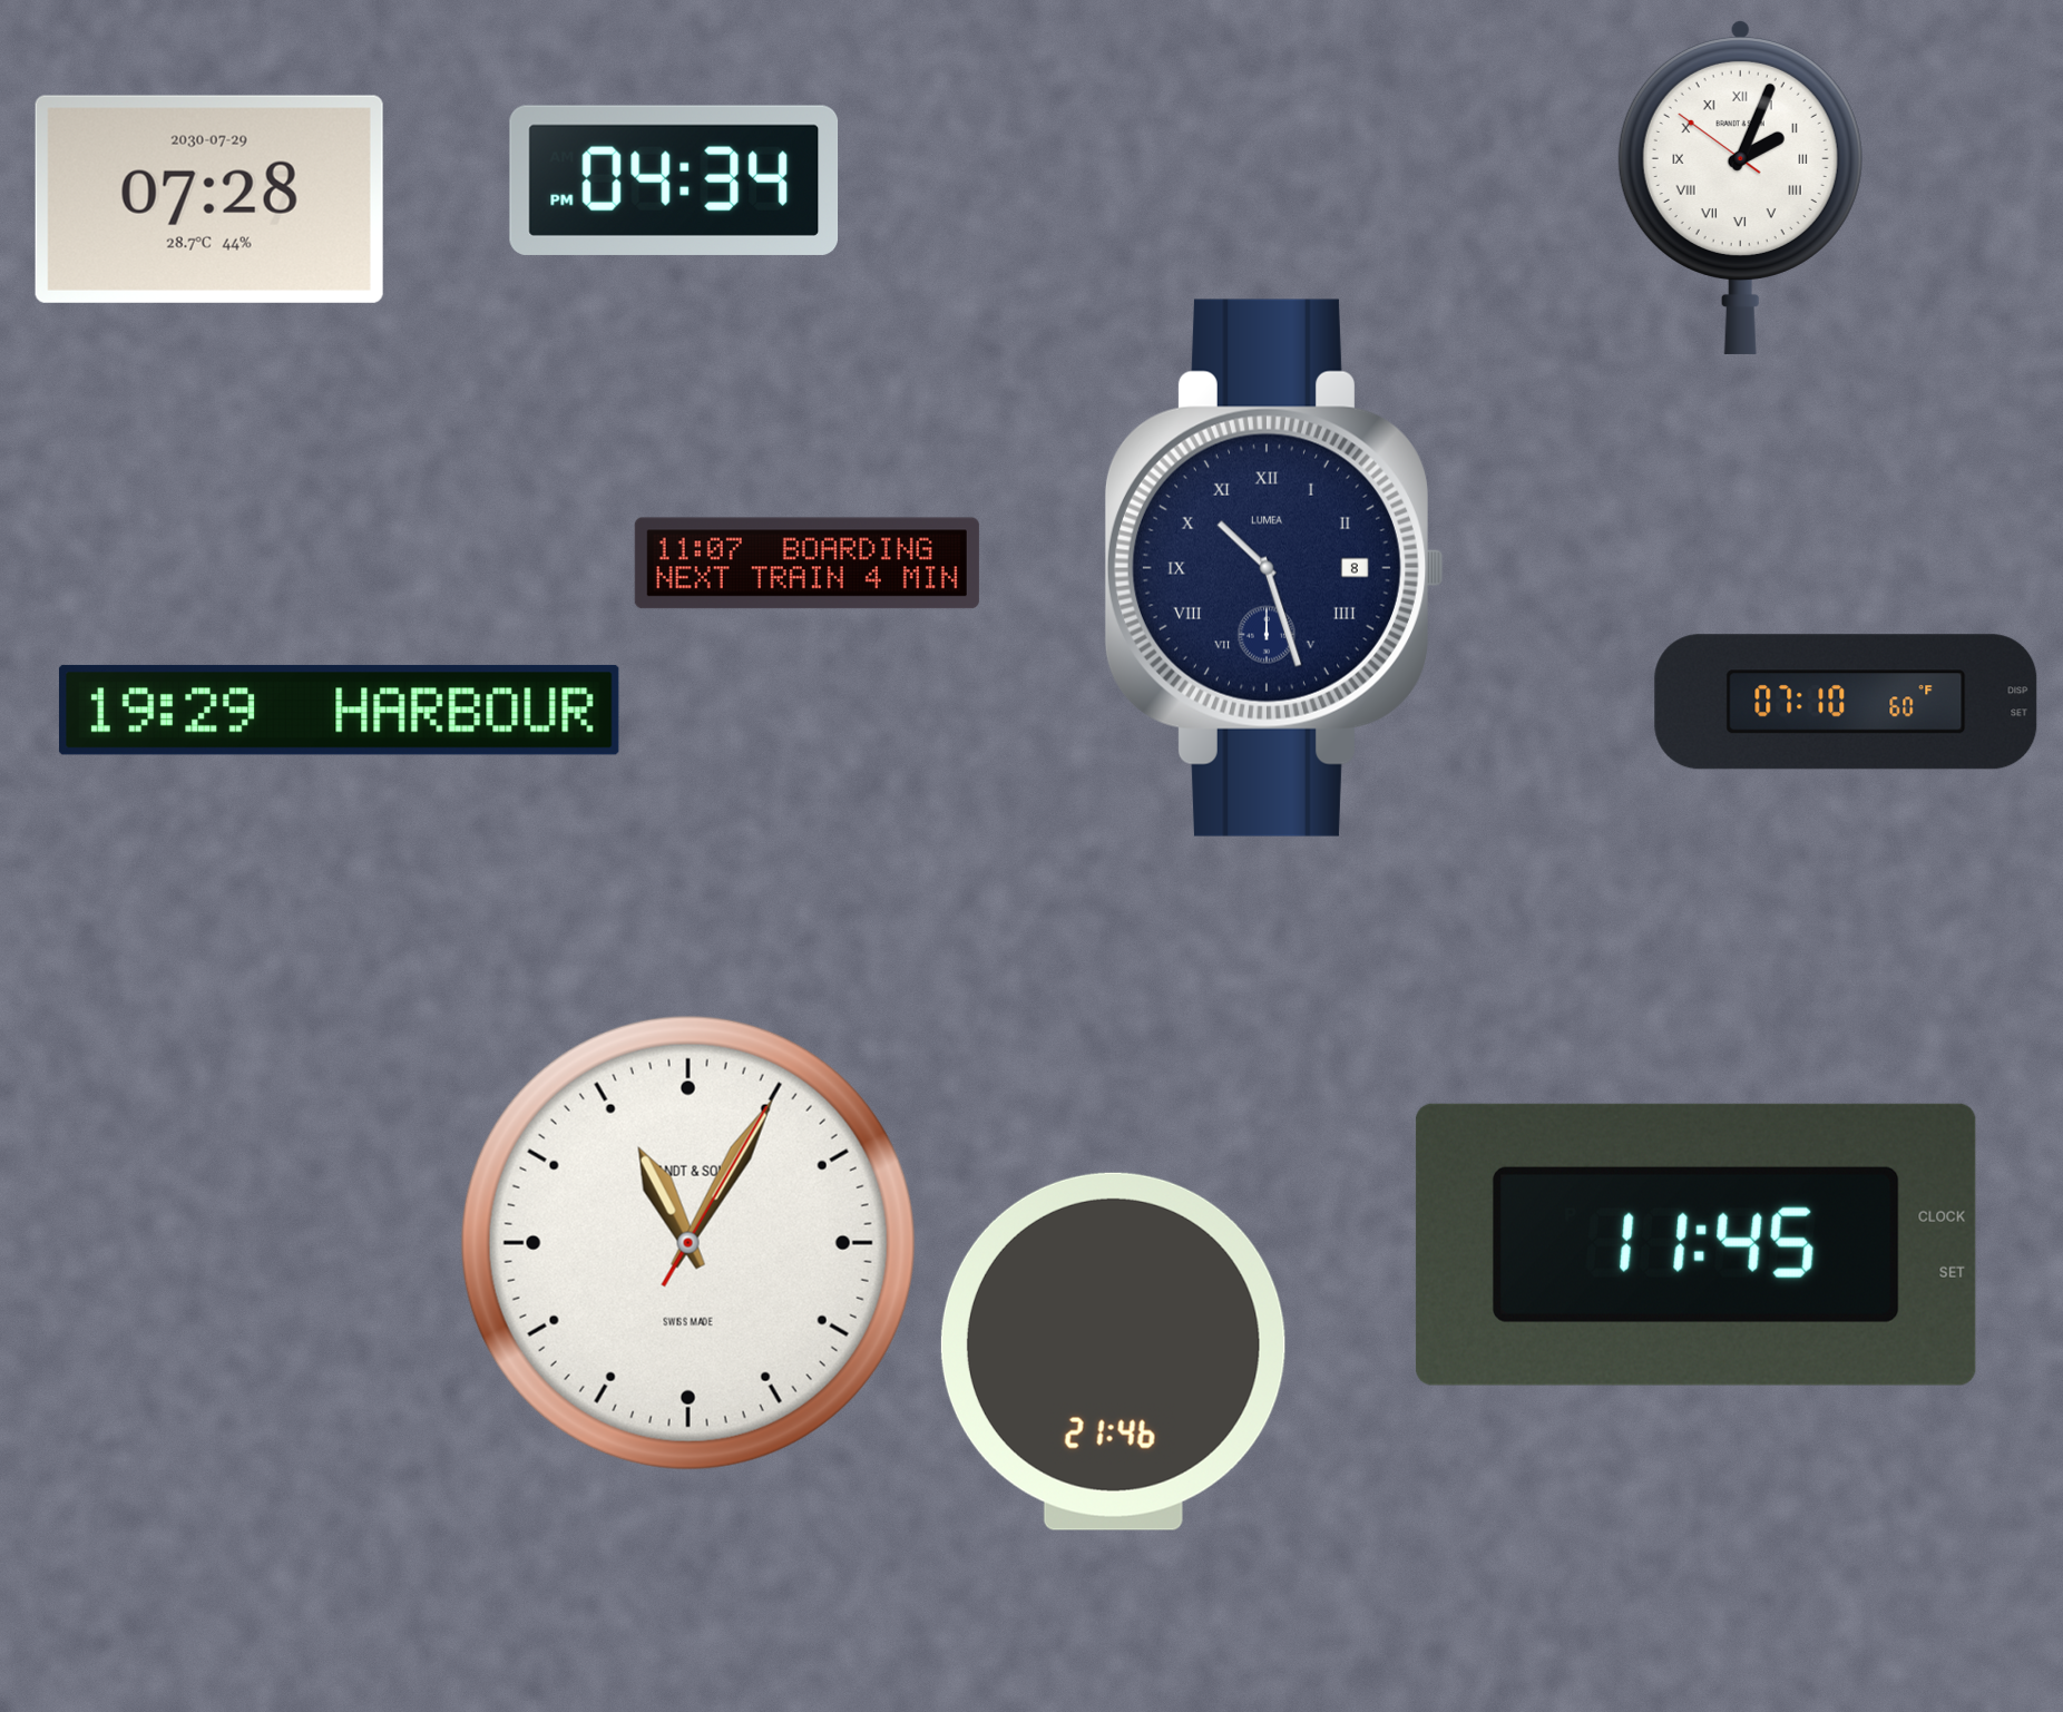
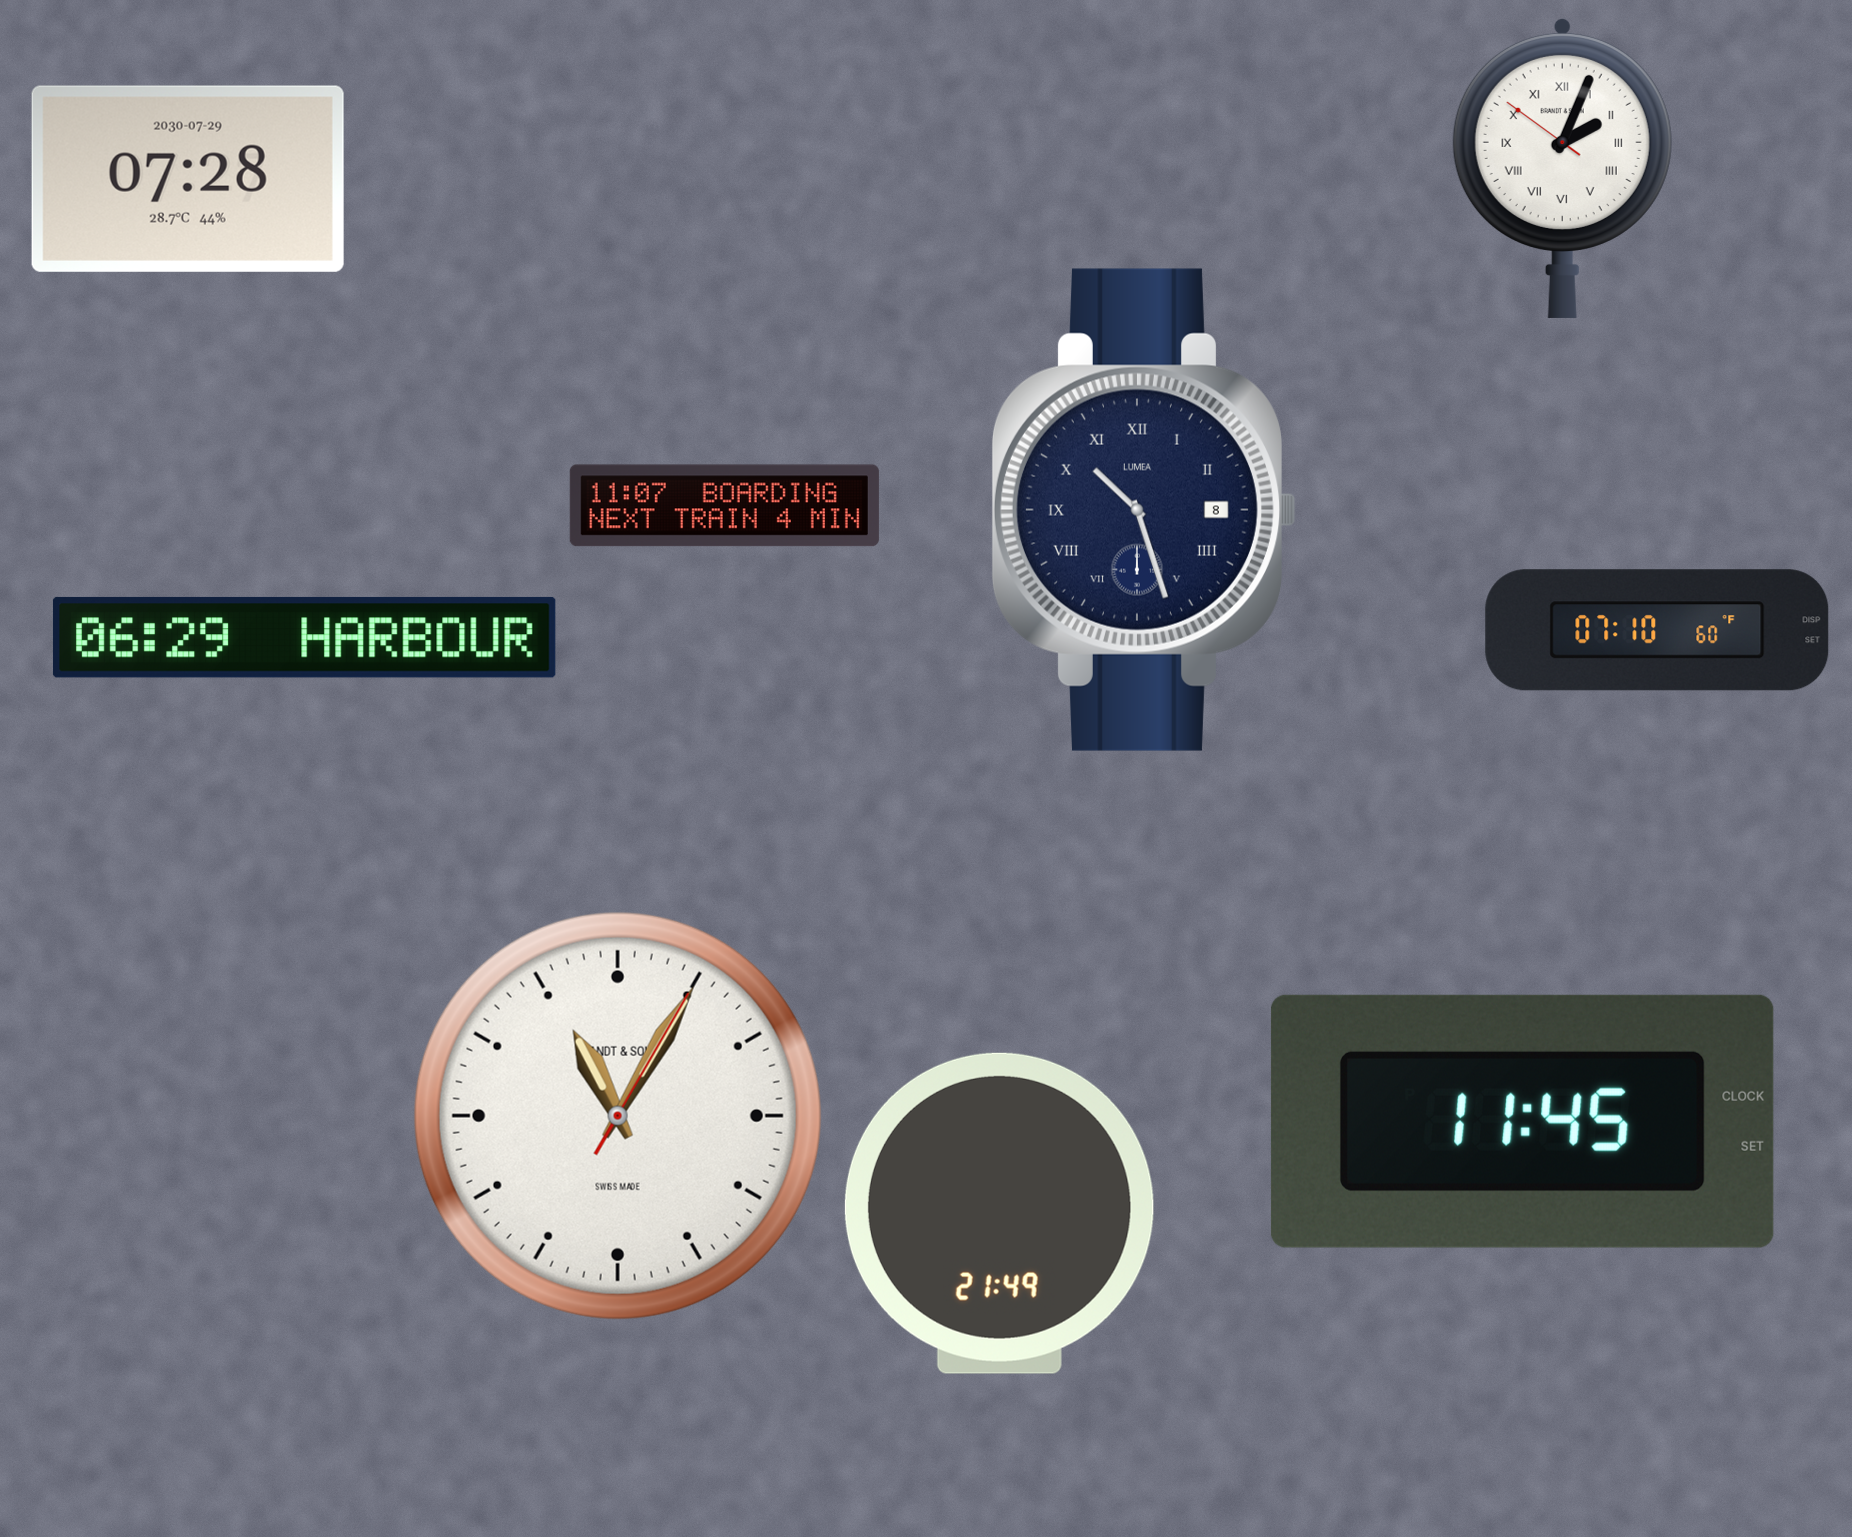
clock at (674, 180): 04:34 -> none
clock at (339, 710): 19:29 -> 06:29
clock at (1695, 1244) position: (1695, 1244) -> (1522, 1121)
clock at (1113, 1351): 21:46 -> 21:49
